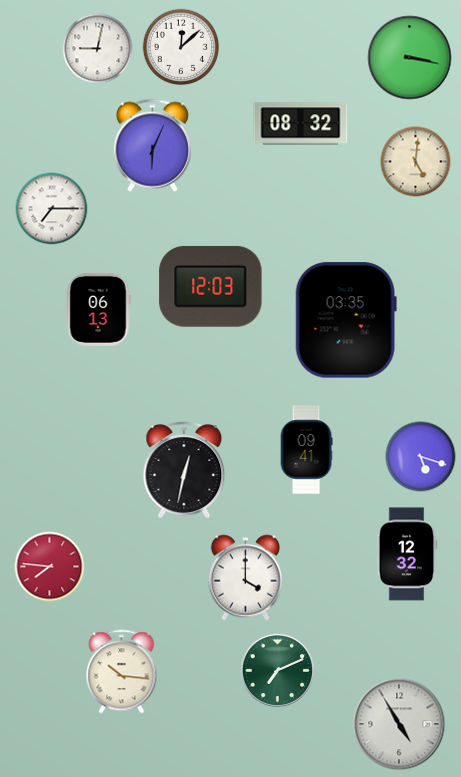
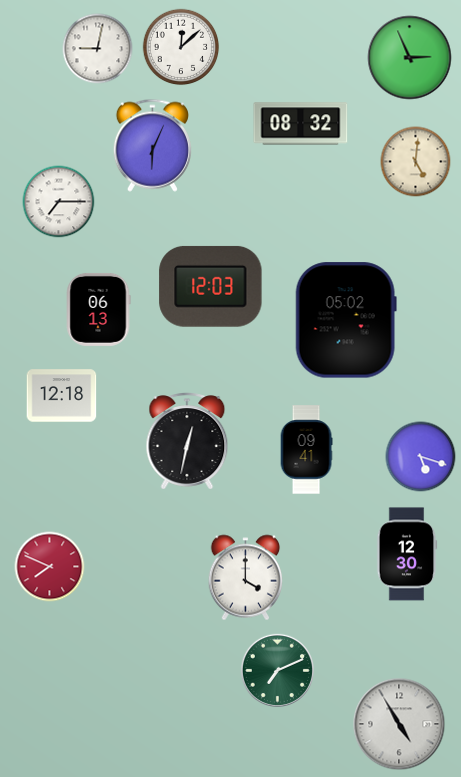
clock at (410, 58): 3:17 -> 2:56
clock at (52, 209) position: (52, 209) -> (59, 202)
clock at (346, 320): 03:35 -> 05:02
clock at (62, 396): none -> 12:18
clock at (184, 470) position: (184, 470) -> (187, 441)
clock at (407, 554): 12:32 -> 12:30
clock at (50, 567): 7:46 -> 7:49
clock at (122, 672): 10:16 -> none
